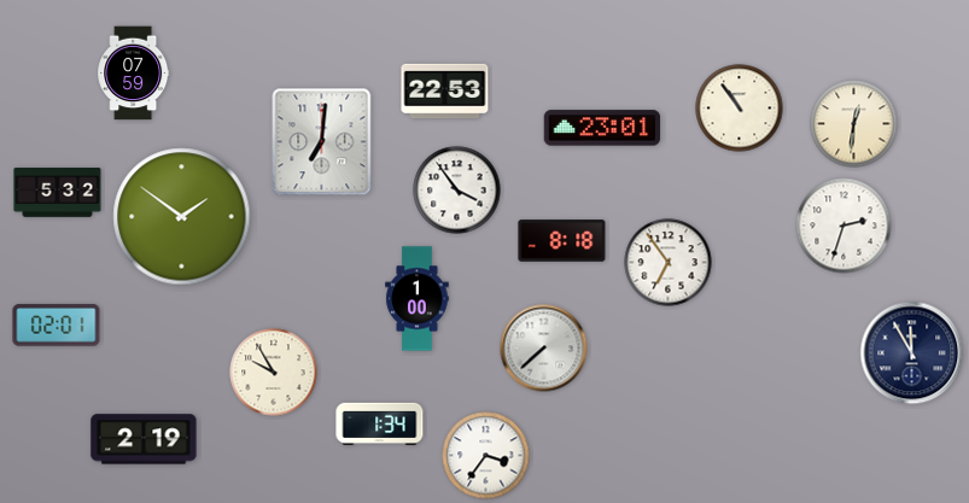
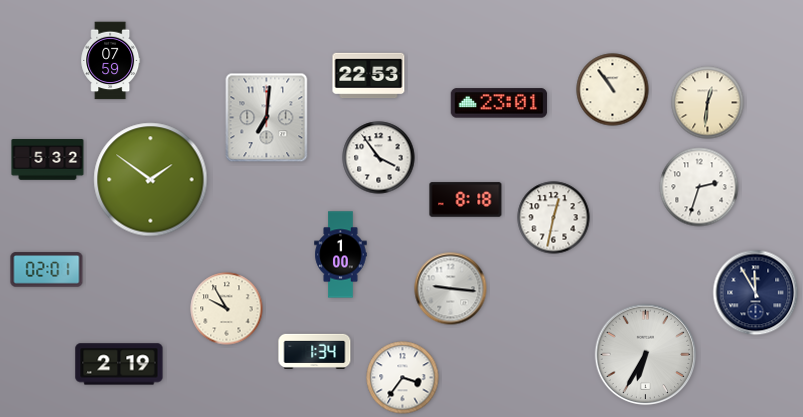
clock at (602, 128) position: (602, 128) -> (499, 103)
clock at (669, 263): 6:54 -> 12:32
clock at (418, 299) position: (418, 299) -> (341, 255)
clock at (544, 349): 7:38 -> 9:16
clock at (646, 355): none -> 6:35
